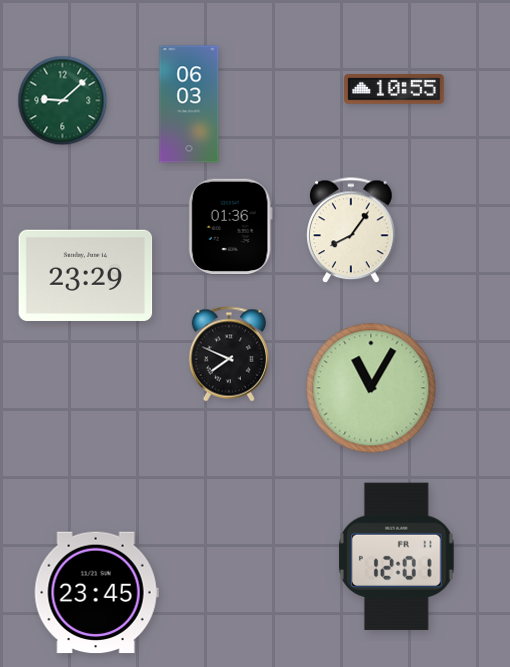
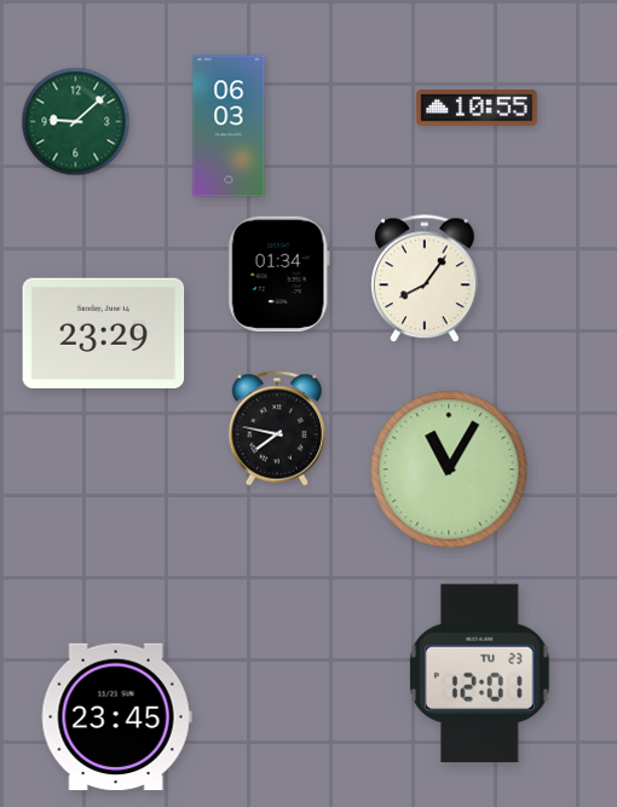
clock at (230, 226): 01:36 -> 01:34
clock at (229, 354): 7:49 -> 7:47
clock at (397, 556) date: FR 11 -> TU 23
